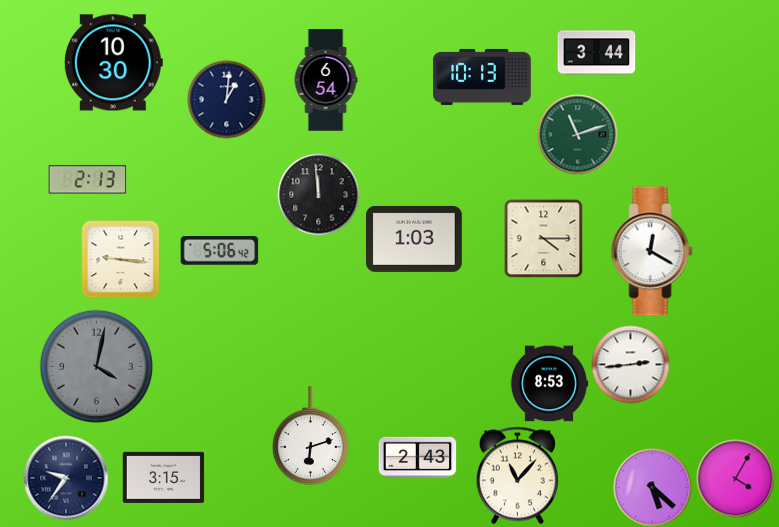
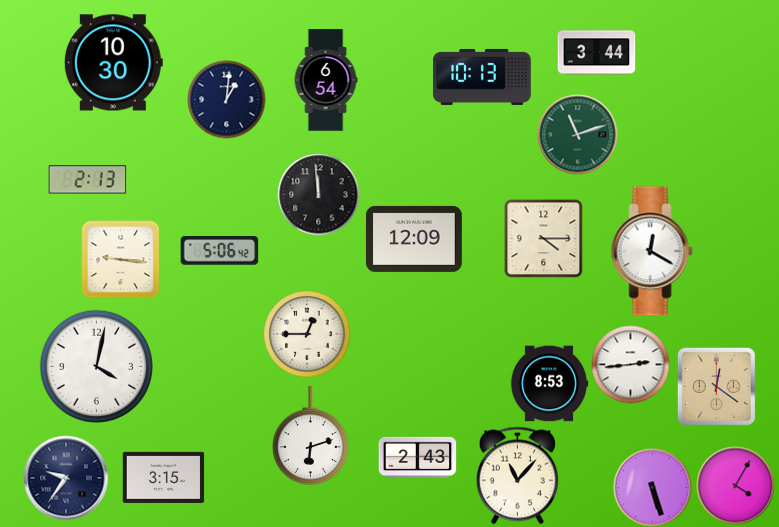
clock at (414, 239): 1:03 -> 12:09
clock at (307, 334): none -> 12:45
clock at (96, 366) dial: grey -> white
clock at (716, 386): none -> 12:21
clock at (735, 478) position: (735, 478) -> (735, 485)
clock at (652, 487): 5:22 -> 5:27
